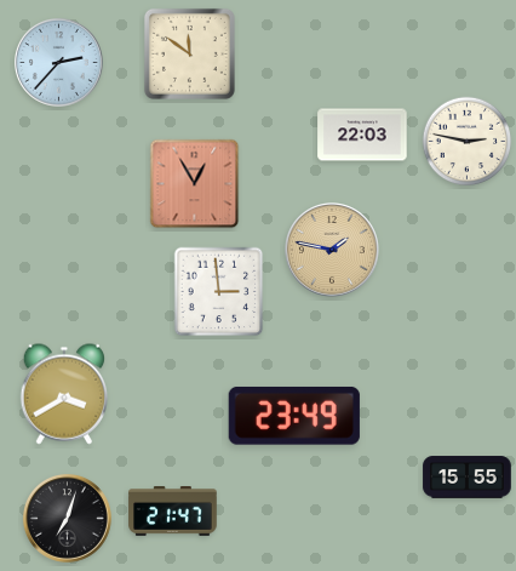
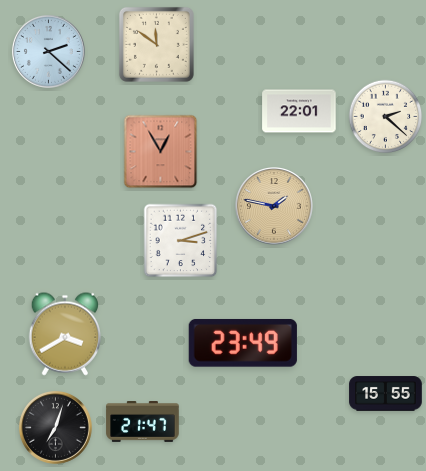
clock at (58, 62): 2:37 -> 2:22
clock at (362, 135): 22:03 -> 22:01
clock at (468, 142): 2:47 -> 2:22
clock at (219, 292): 2:59 -> 3:12
clock at (63, 394) position: (63, 394) -> (64, 334)
